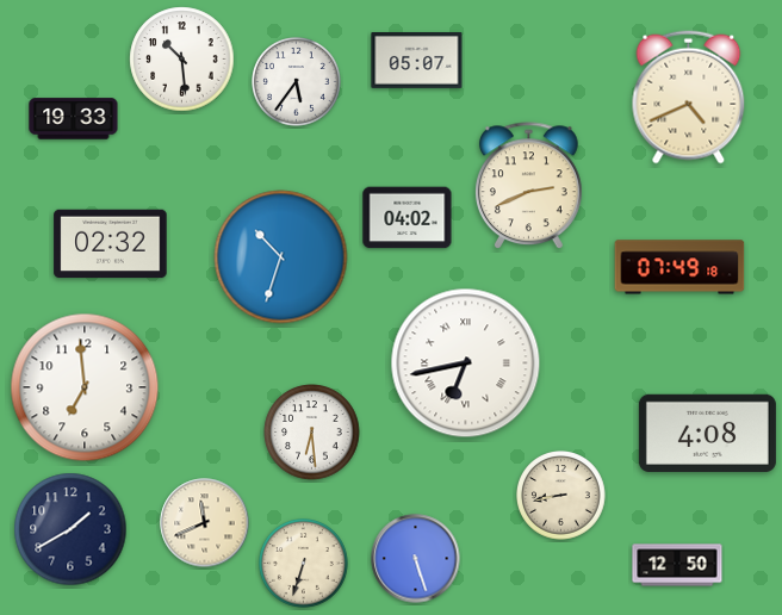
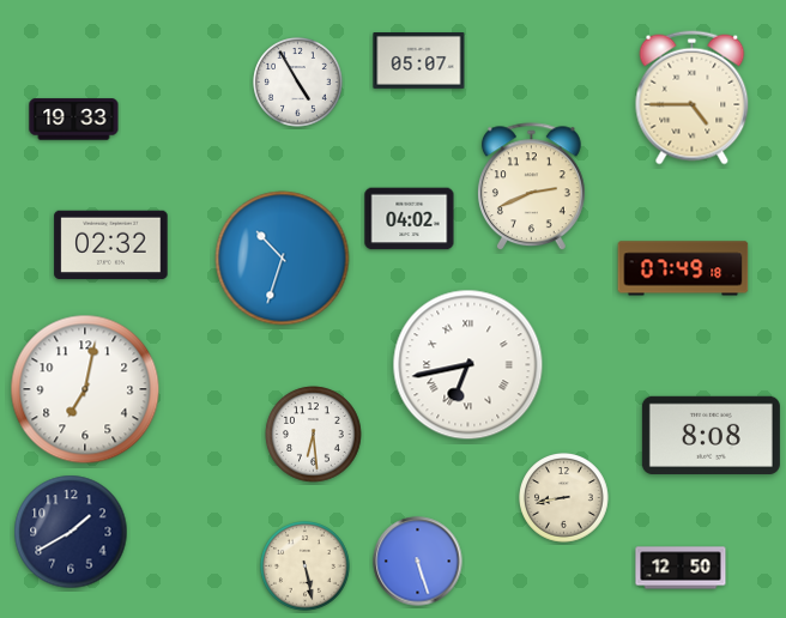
clock at (182, 60): 10:29 -> none
clock at (297, 82): 5:36 -> 4:55
clock at (689, 98): 4:41 -> 4:45
clock at (85, 387): 6:59 -> 7:02
clock at (707, 433): 4:08 -> 8:08
clock at (205, 523): 11:41 -> none
clock at (304, 564): 6:33 -> 5:28
